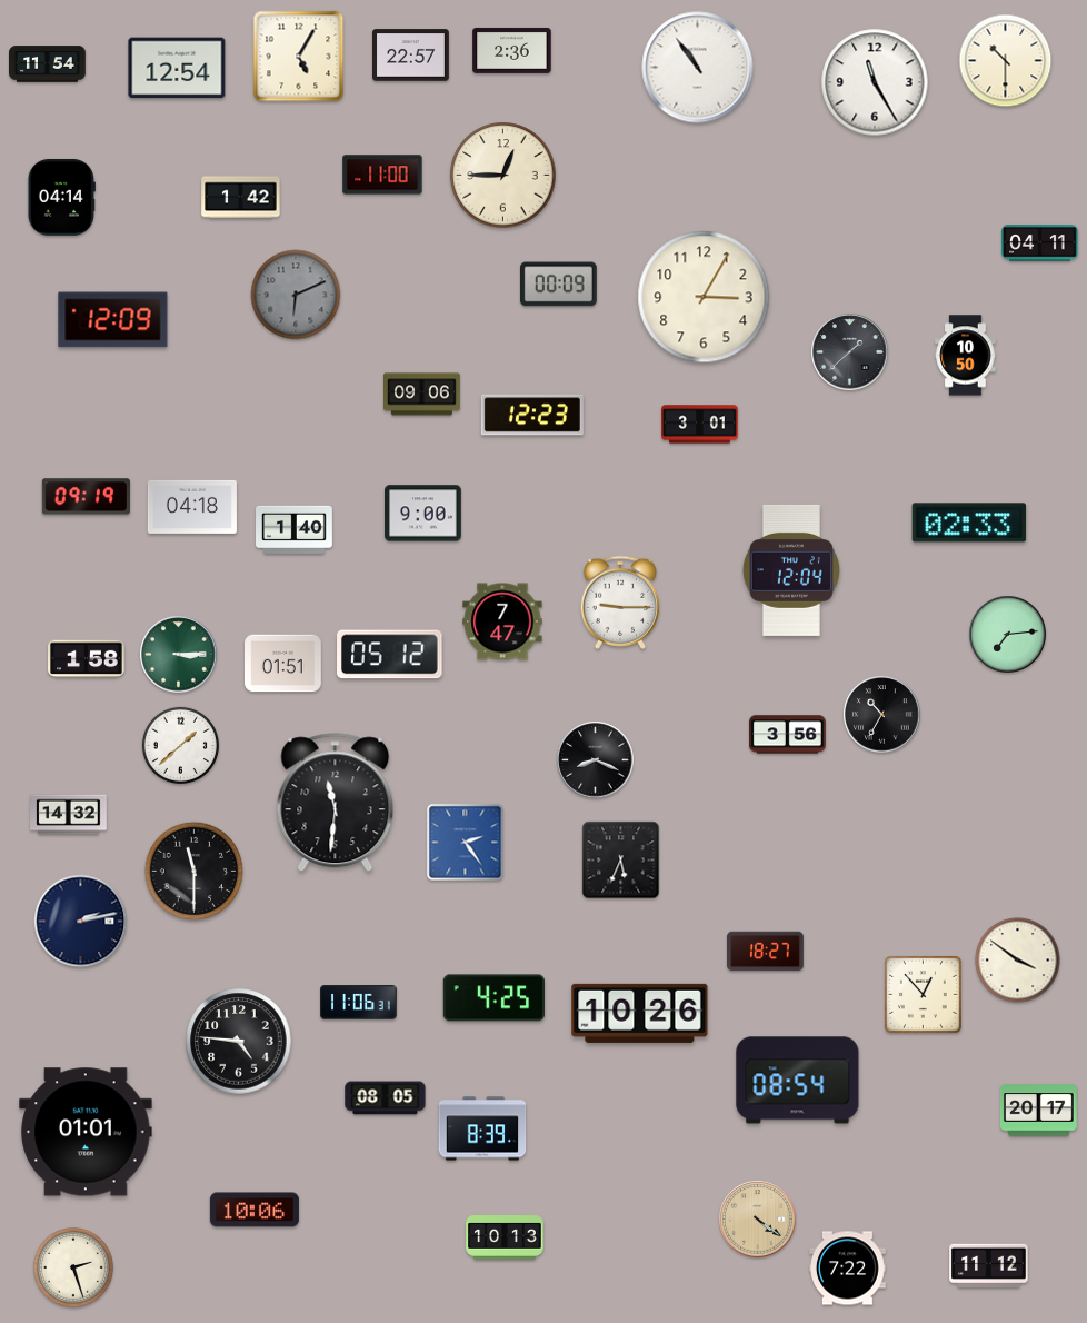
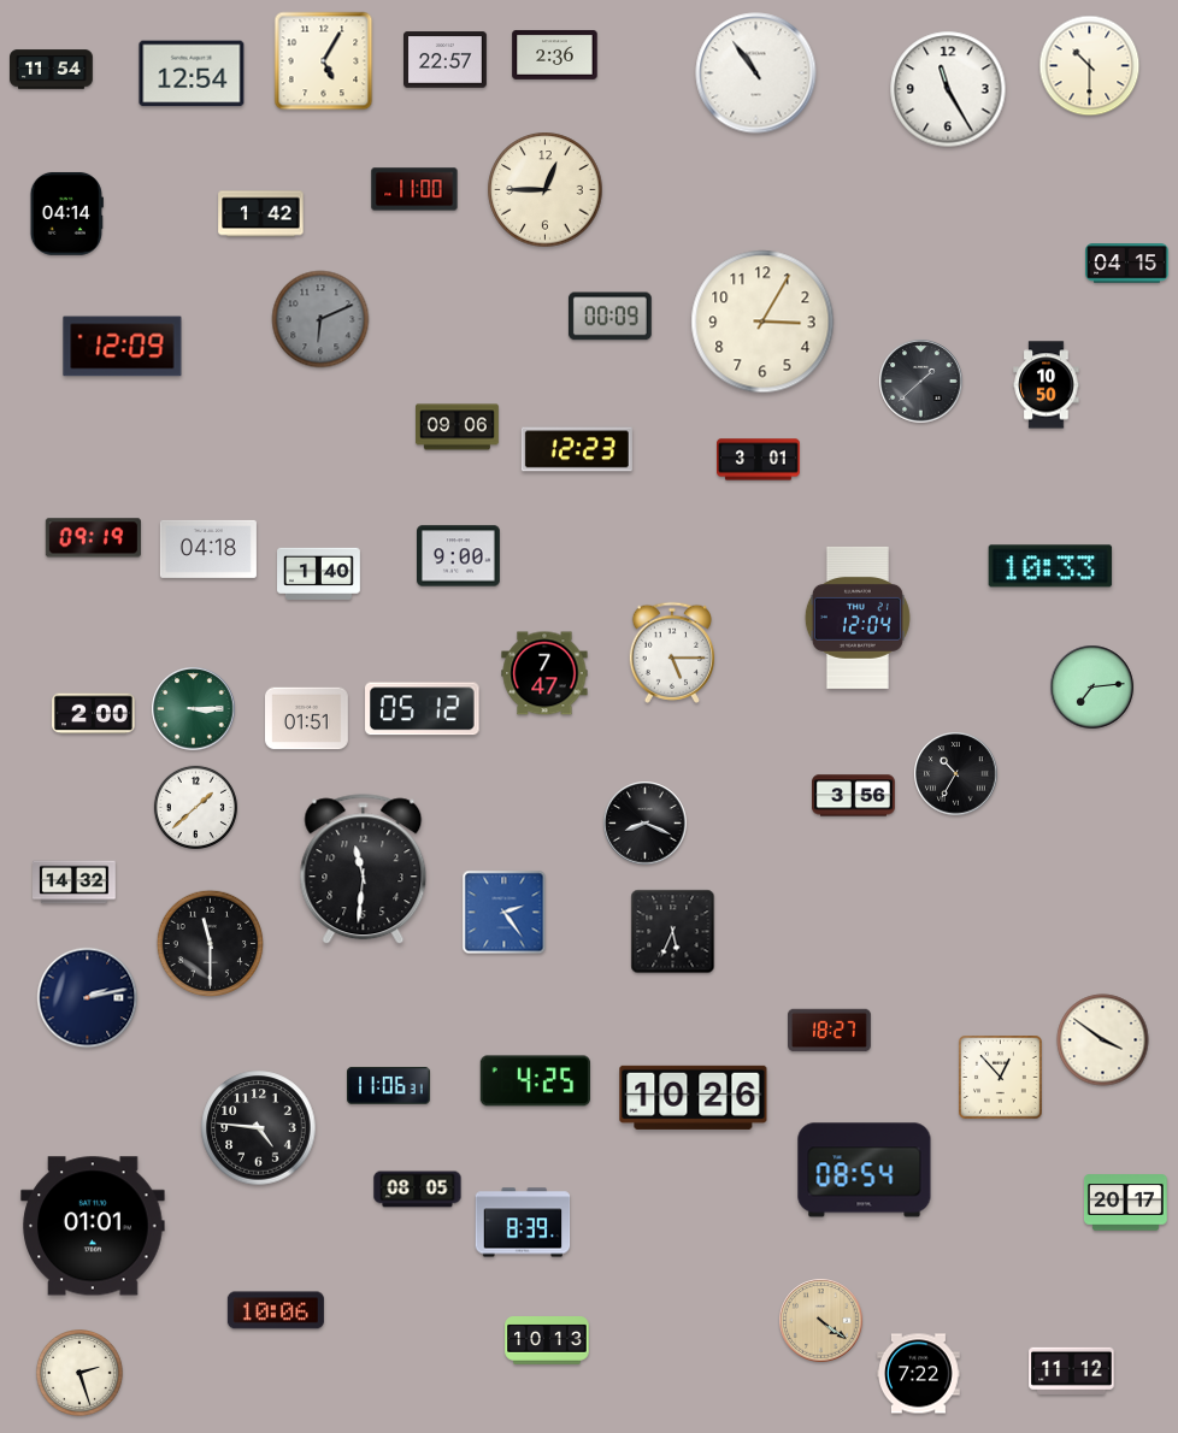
clock at (1040, 243): 04:11 -> 04:15
clock at (558, 285) position: (558, 285) -> (609, 317)
clock at (969, 523): 02:33 -> 10:33
clock at (619, 603): 9:15 -> 5:15
clock at (87, 659): 1:58 -> 2:00
